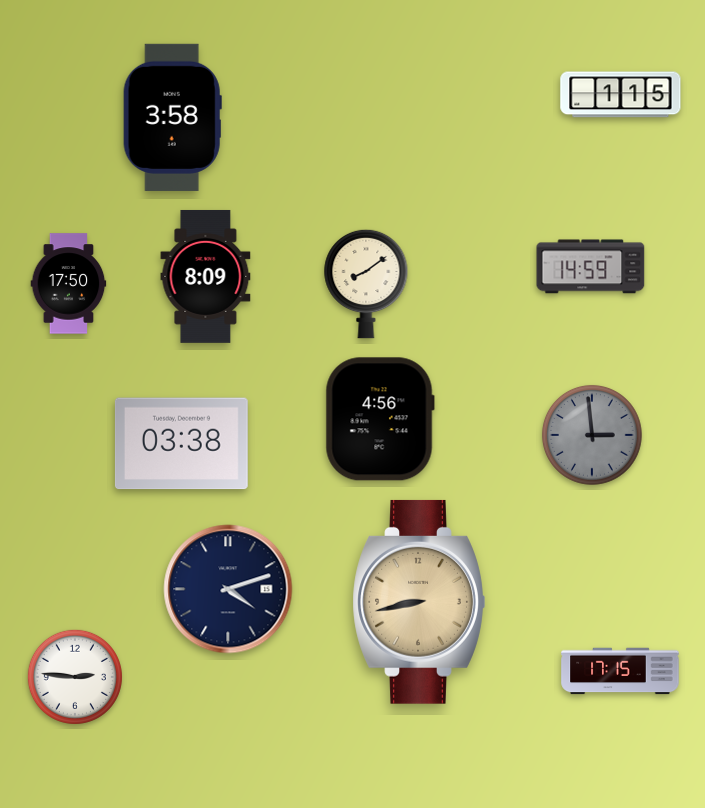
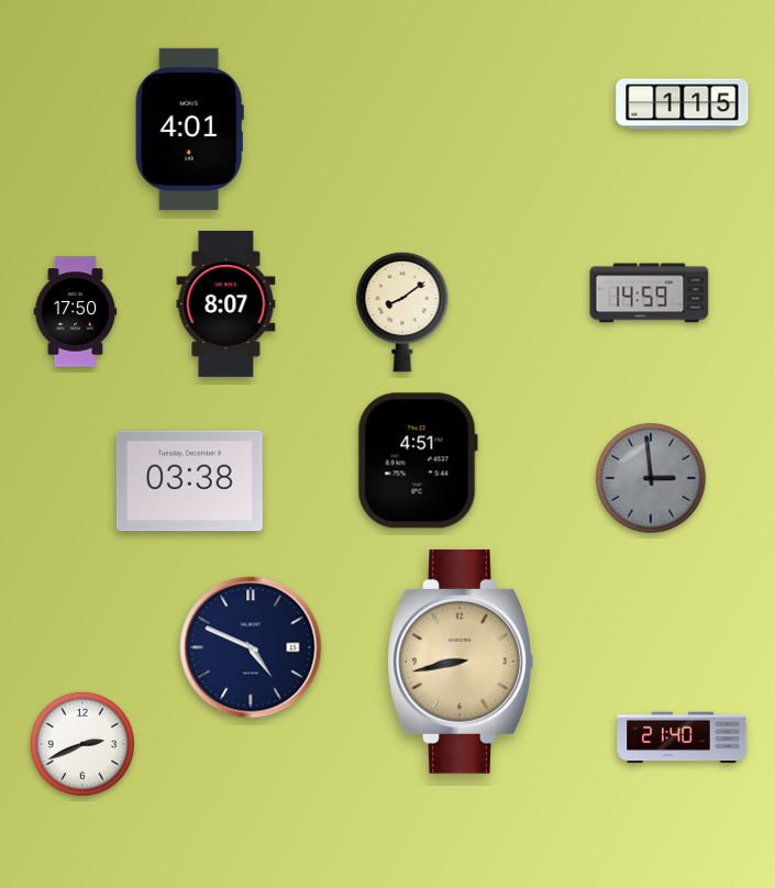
clock at (172, 117): 3:58 -> 4:01
clock at (206, 276): 8:09 -> 8:07
clock at (380, 419): 4:56 -> 4:51
clock at (181, 444) position: (181, 444) -> (189, 481)
clock at (228, 589): 4:12 -> 4:49
clock at (620, 671): 17:15 -> 21:40
clock at (75, 677): 2:46 -> 2:41
